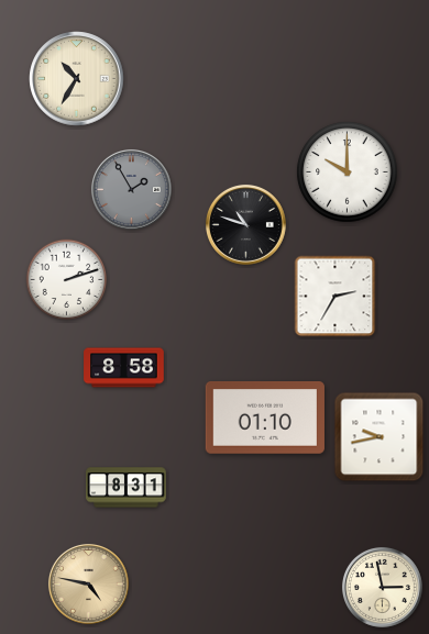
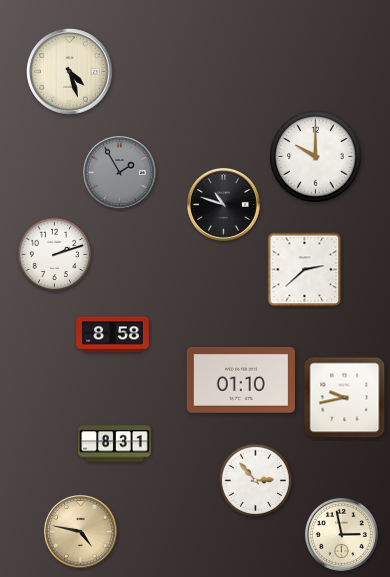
clock at (77, 79): 10:35 -> 4:27
clock at (67, 280) position: (67, 280) -> (55, 255)
clock at (335, 297): 2:35 -> 2:38
clock at (256, 481): none -> 2:53
clock at (382, 587) position: (382, 587) -> (341, 534)
